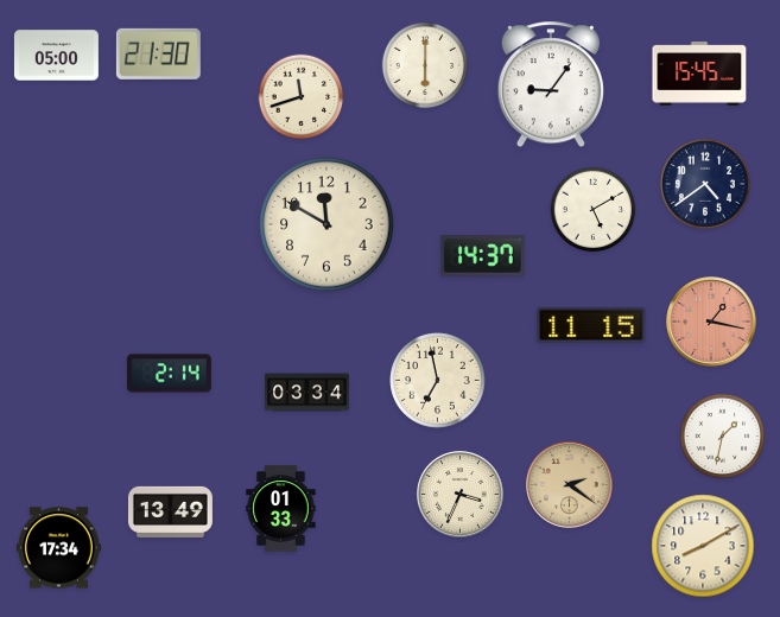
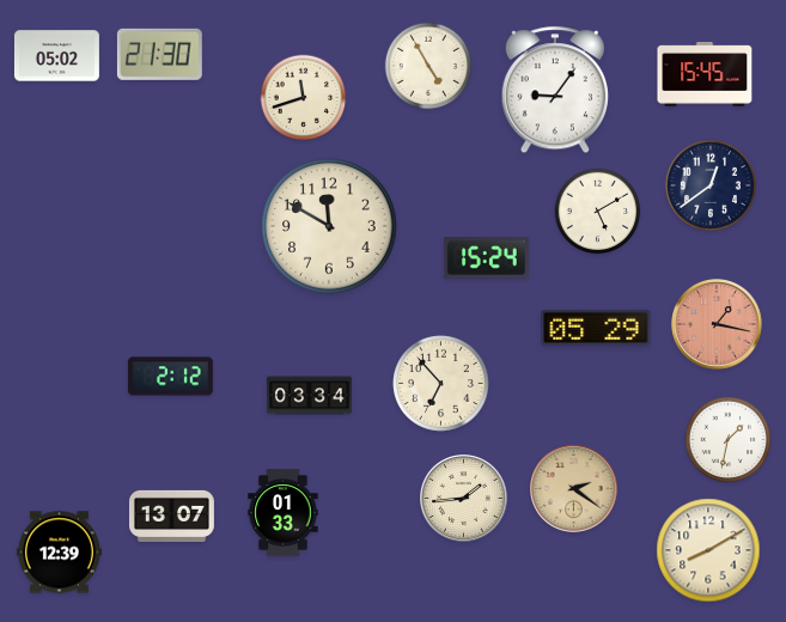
clock at (56, 56): 05:00 -> 05:02
clock at (425, 65): 6:00 -> 4:55
clock at (551, 85) position: (551, 85) -> (555, 91)
clock at (705, 184): 4:39 -> 12:39
clock at (482, 256): 14:37 -> 15:24
clock at (591, 325): 11:15 -> 05:29
clock at (169, 374): 2:14 -> 2:12
clock at (438, 381): 6:58 -> 6:53
clock at (461, 495): 3:34 -> 1:44
clock at (170, 511): 13:49 -> 13:07
clock at (58, 548): 17:34 -> 12:39
